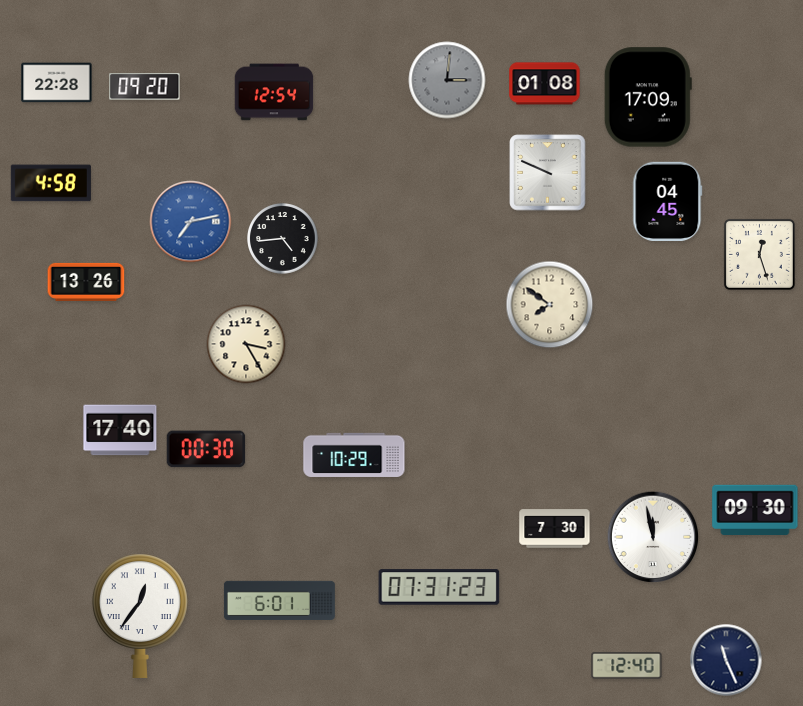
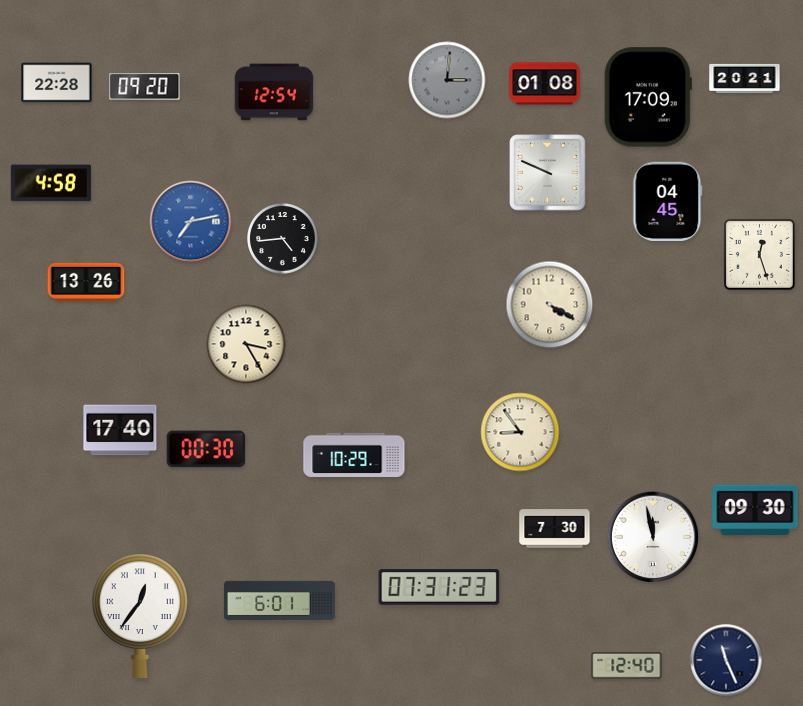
clock at (745, 78): none -> 20:21
clock at (550, 305): 7:51 -> 4:20
clock at (520, 432): none -> 8:54
